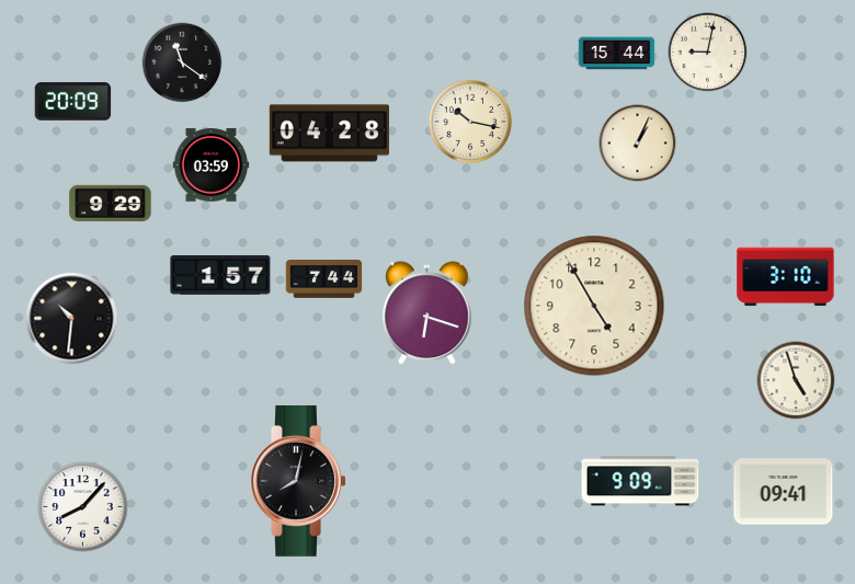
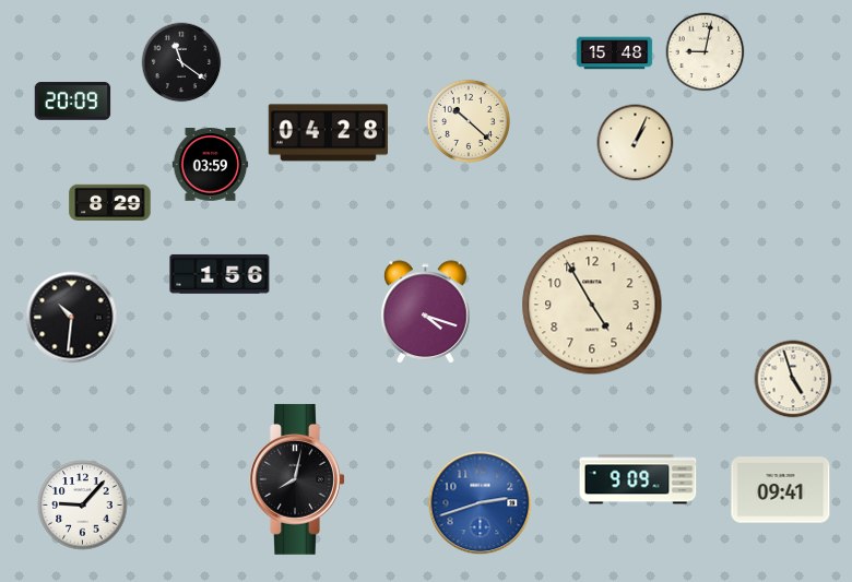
clock at (617, 54): 15:44 -> 15:48
clock at (470, 122): 10:17 -> 10:22
clock at (111, 203): 9:29 -> 8:29
clock at (220, 275): 1:57 -> 1:56
clock at (786, 277): 3:10 -> none
clock at (324, 279): 7:44 -> none
clock at (428, 313): 6:18 -> 4:18
clock at (481, 503): none -> 2:42
clock at (83, 507): 8:07 -> 9:07
